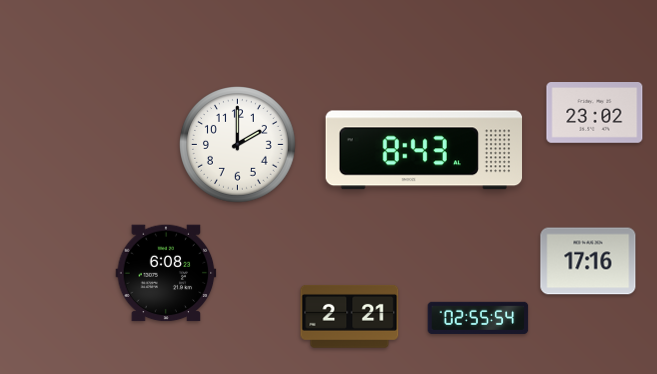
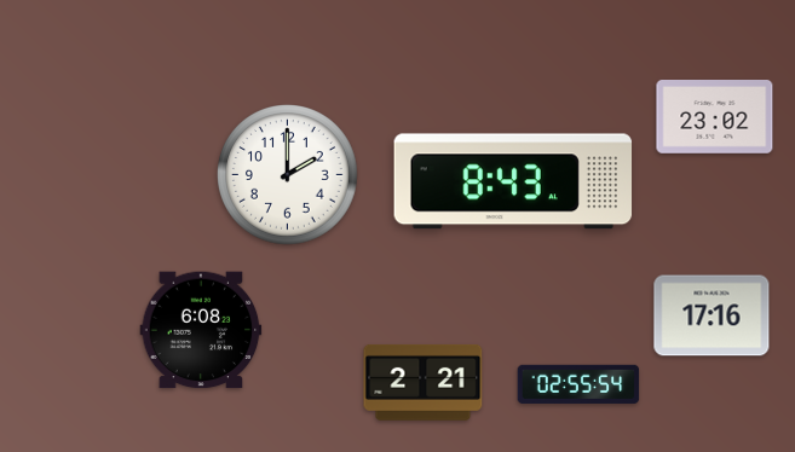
clock at (595, 113) position: (595, 113) -> (715, 117)
